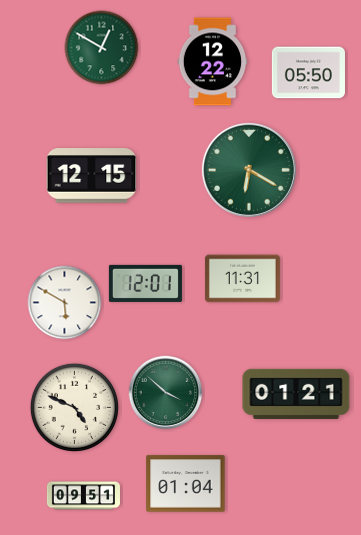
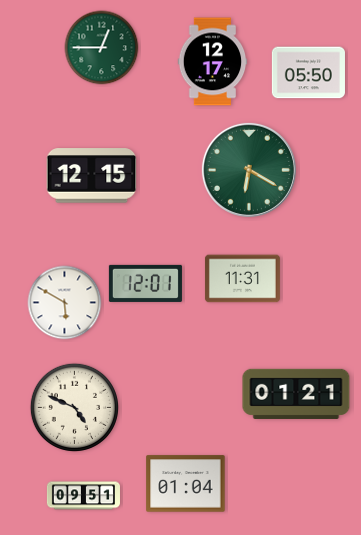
clock at (102, 48): 12:50 -> 12:45
clock at (213, 62): 12:22 -> 12:17
clock at (166, 393): 3:52 -> none
